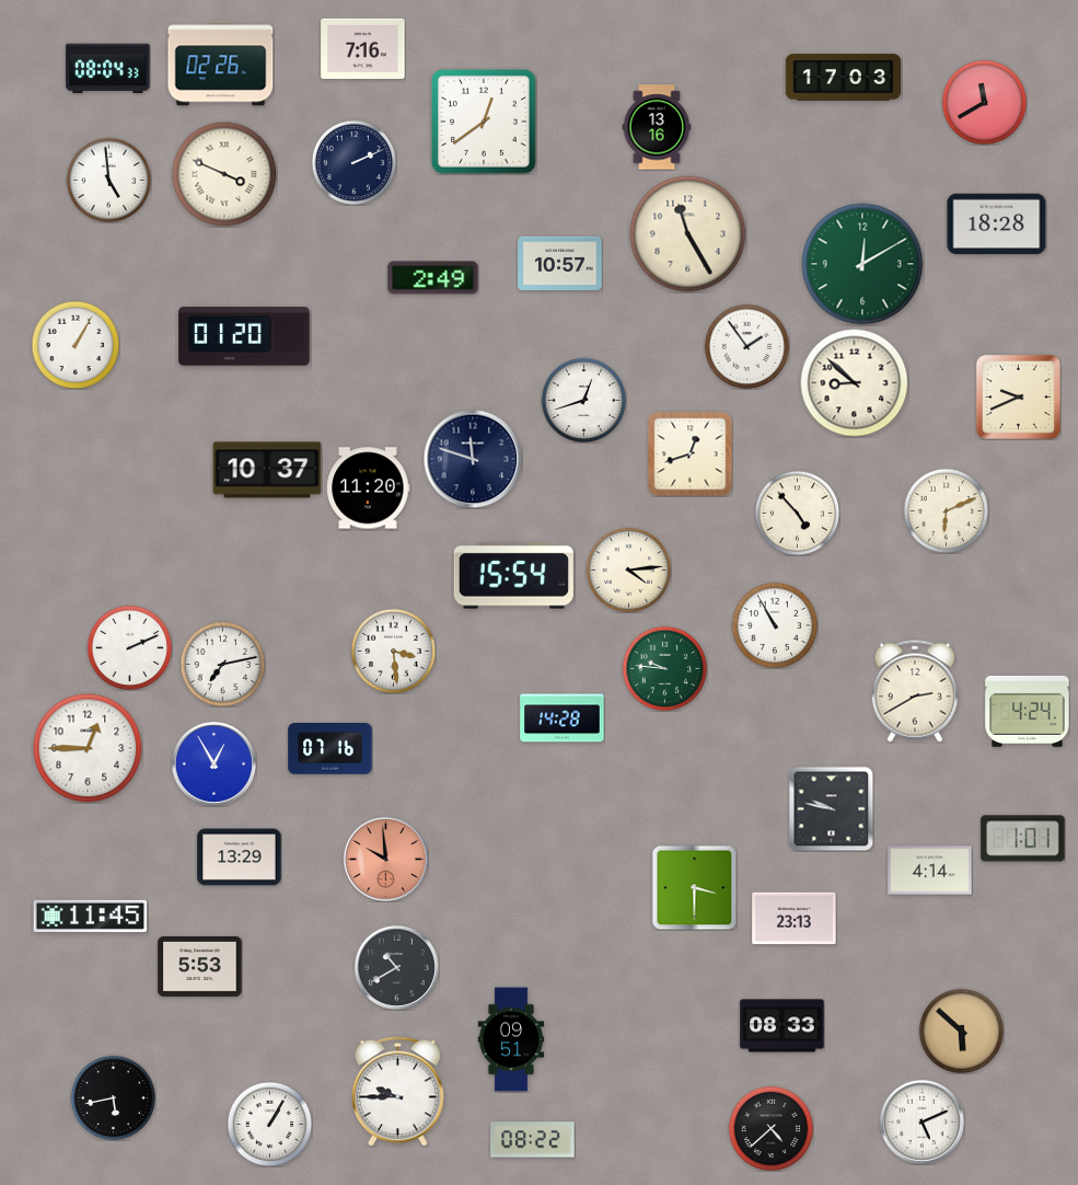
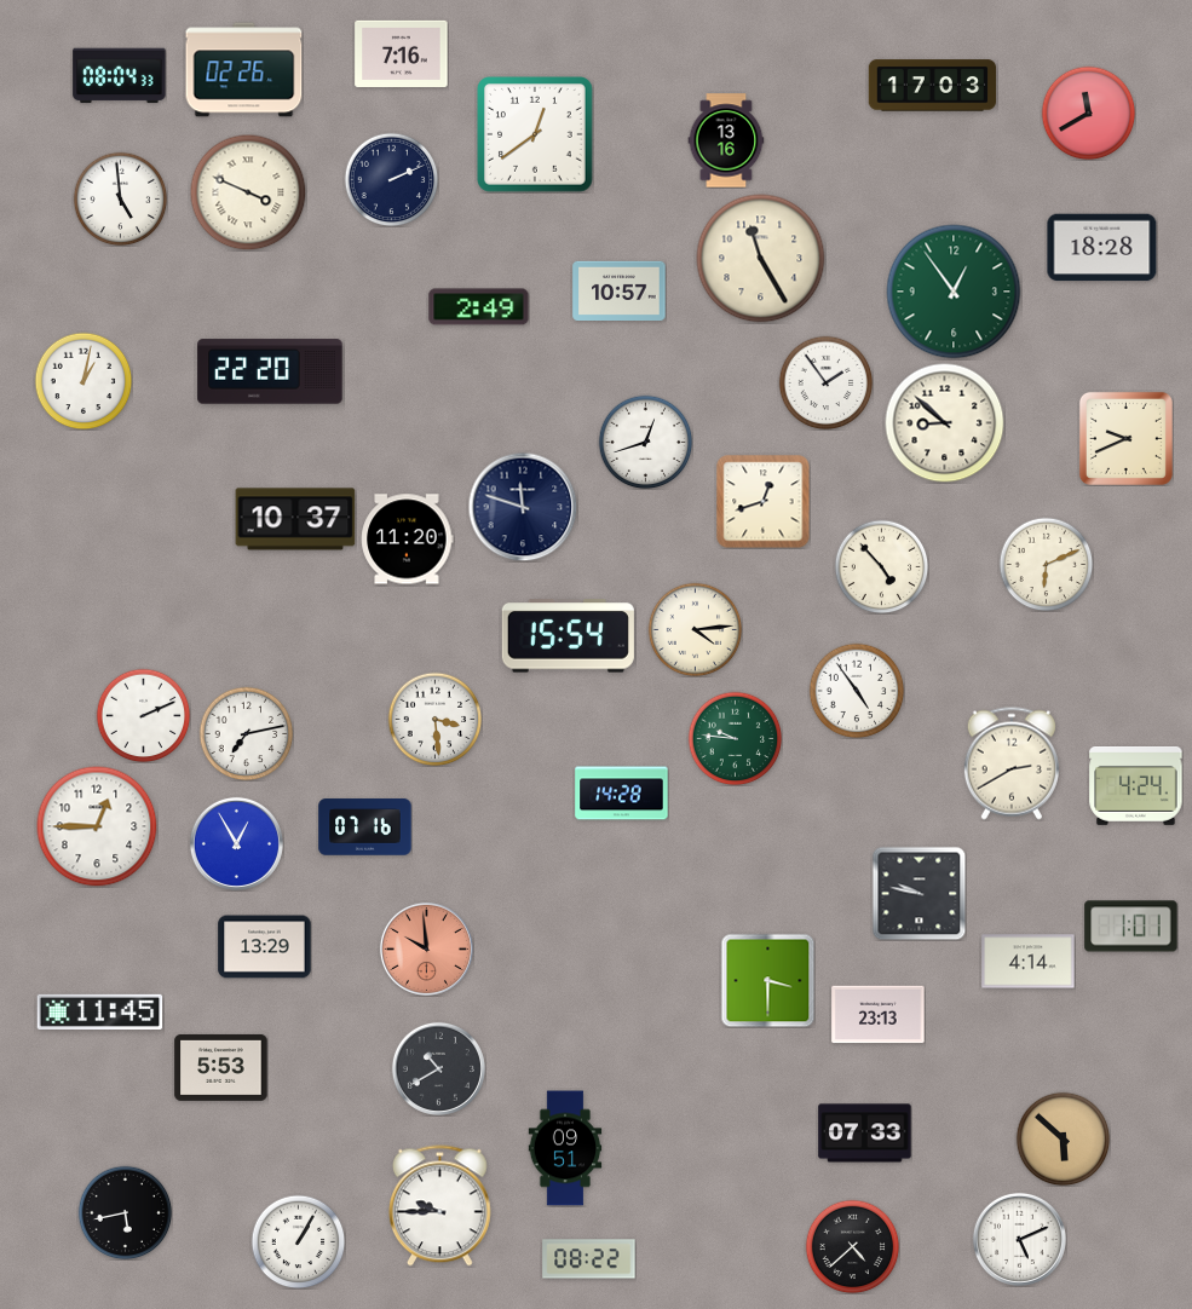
clock at (862, 264): 12:10 -> 12:54
clock at (244, 336): 01:20 -> 22:20
clock at (76, 345): 1:05 -> 1:02
clock at (775, 625): 10:55 -> 4:54
clock at (783, 1026): 08:33 -> 07:33
